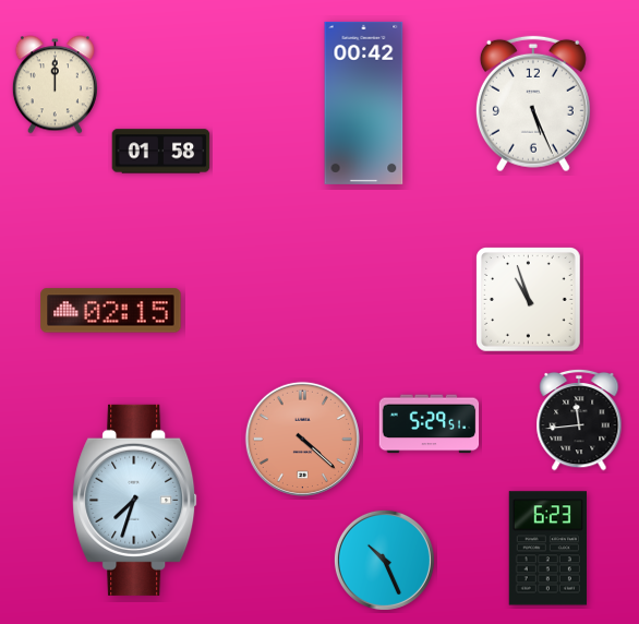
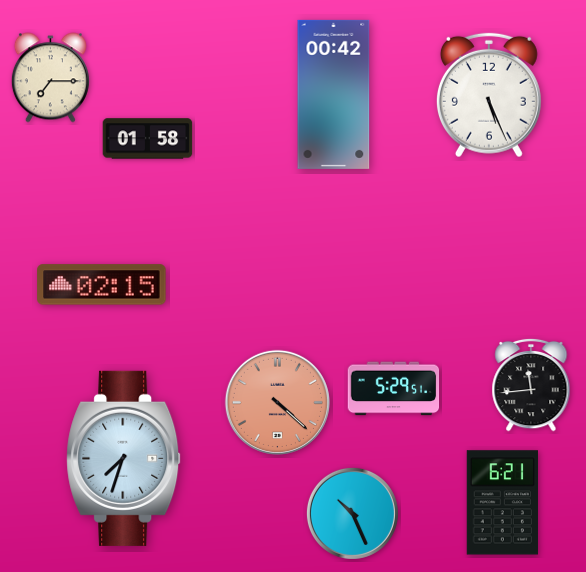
clock at (55, 85): 12:00 -> 7:15
clock at (529, 300): 10:57 -> none
clock at (547, 549): 6:23 -> 6:21
